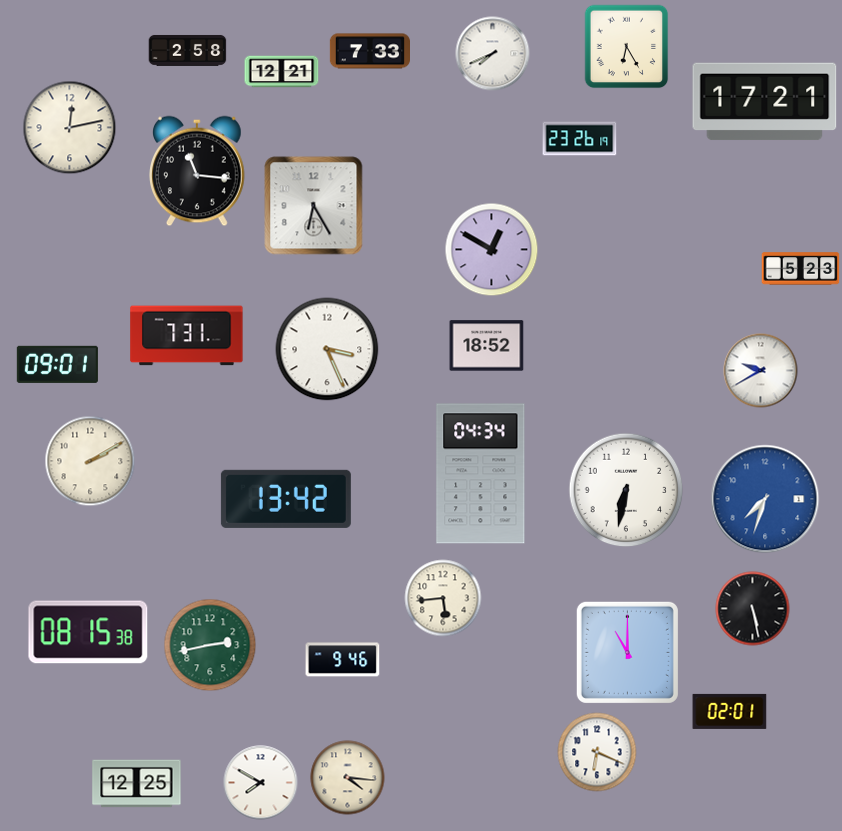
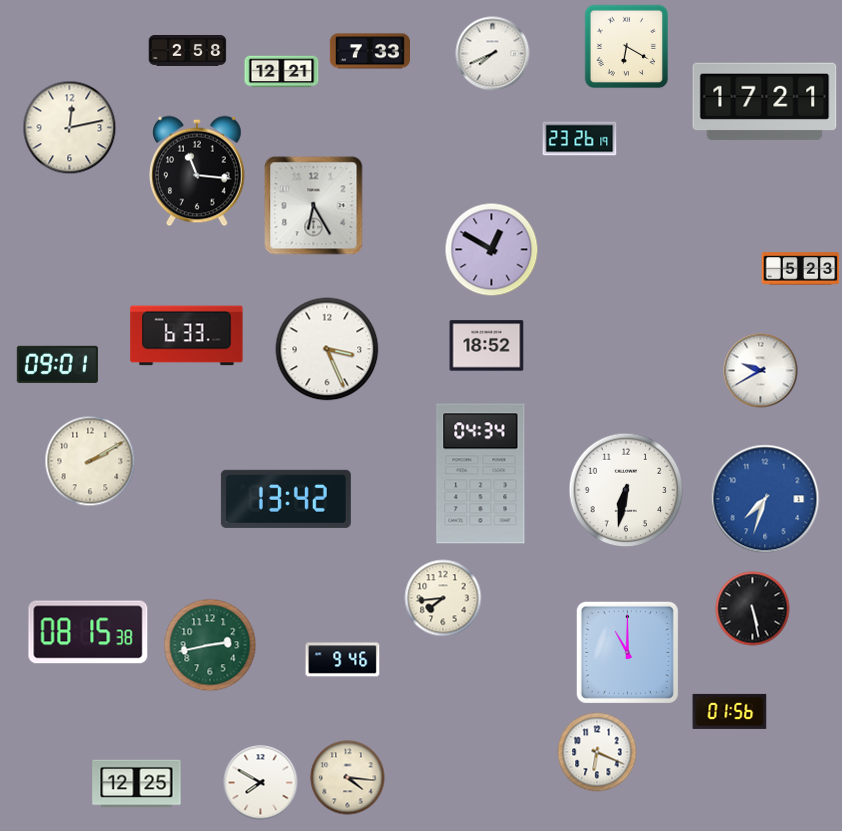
clock at (627, 47): 6:25 -> 6:20
clock at (187, 336): 7:31 -> 6:33
clock at (443, 598): 5:44 -> 7:44
clock at (730, 711): 02:01 -> 01:56
